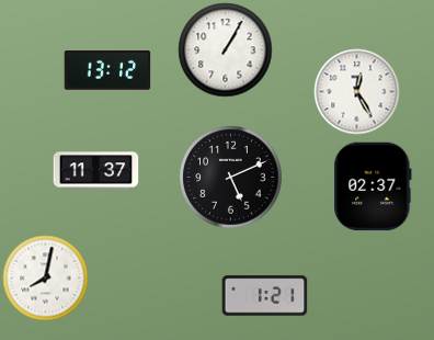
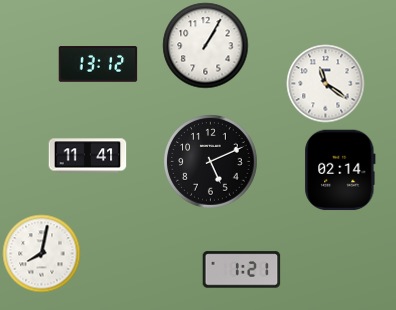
clock at (356, 91): 12:25 -> 11:21
clock at (95, 171): 11:37 -> 11:41
clock at (373, 186): 02:37 -> 02:14
